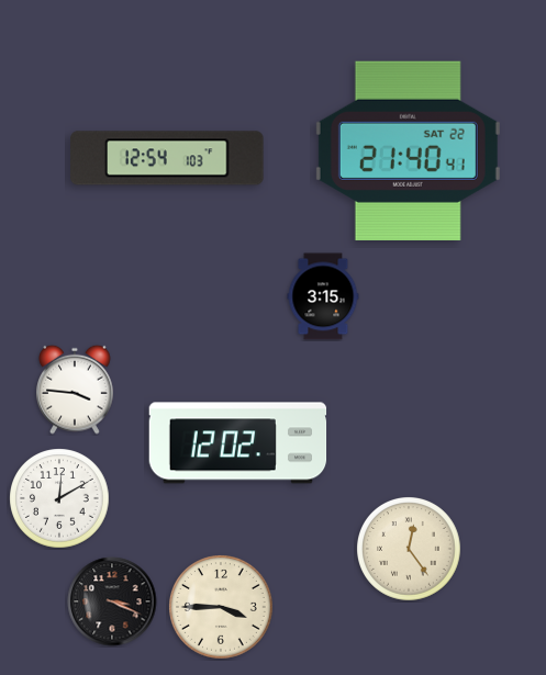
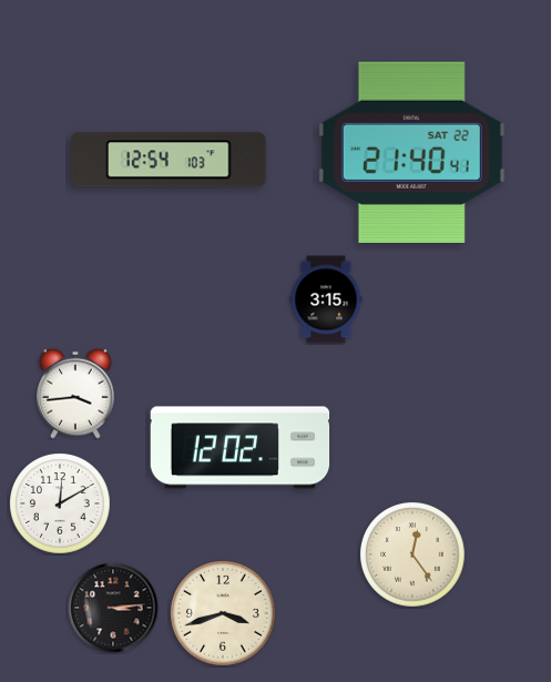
clock at (75, 390): 3:46 -> 3:44
clock at (112, 601): 3:19 -> 3:14
clock at (222, 608): 3:45 -> 3:42
